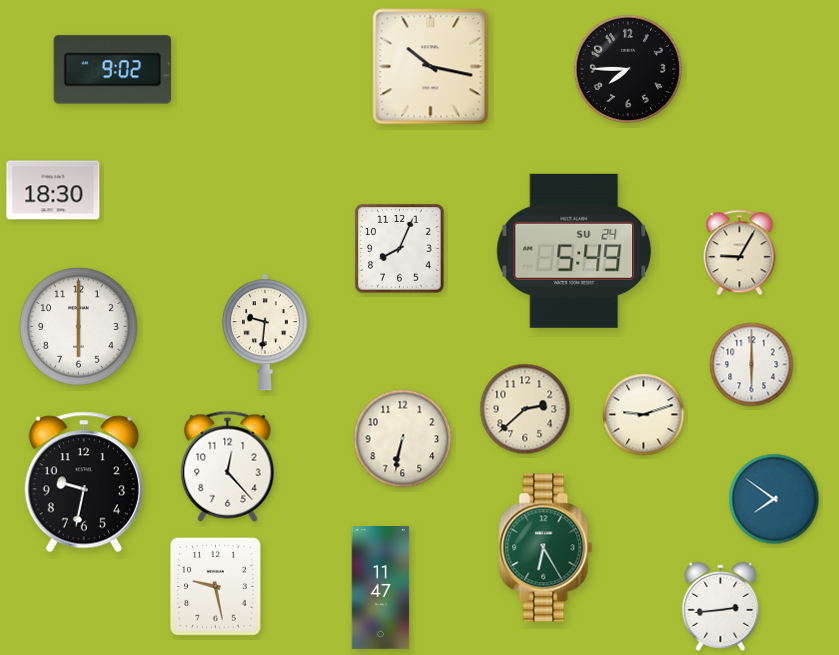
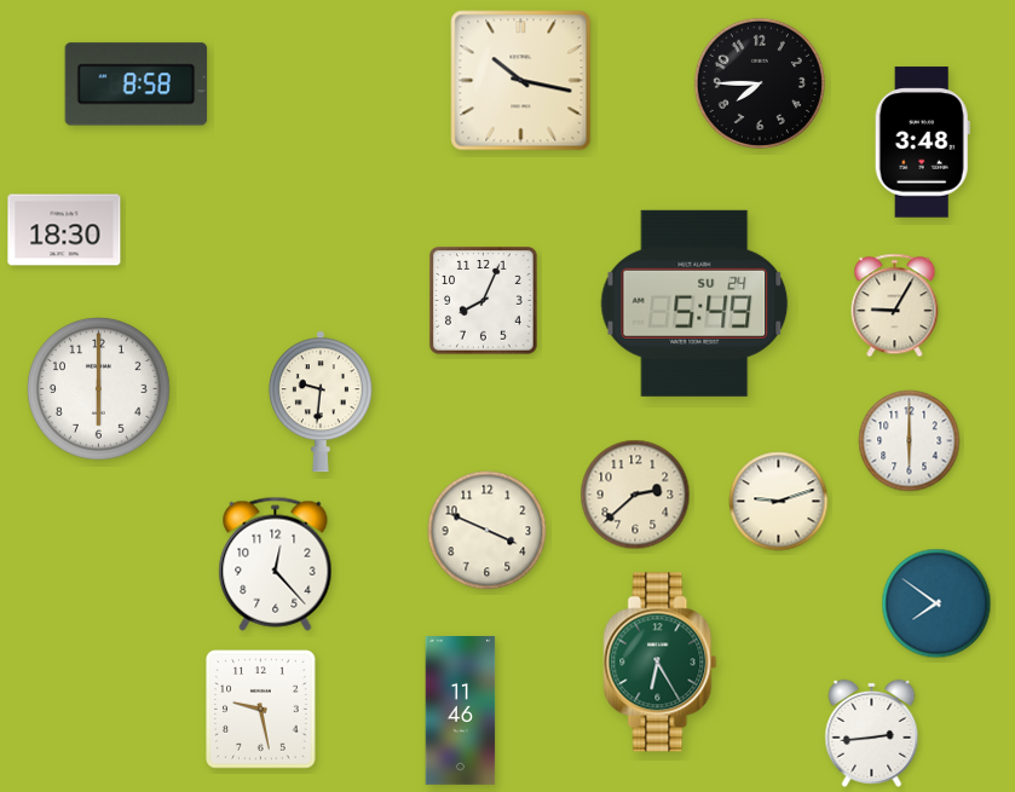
clock at (113, 70): 9:02 -> 8:58
clock at (922, 143): none -> 3:48
clock at (79, 327) position: (79, 327) -> (99, 389)
clock at (403, 439): 6:32 -> 3:49
clock at (84, 482): 9:32 -> none
clock at (381, 588): 11:47 -> 11:46
